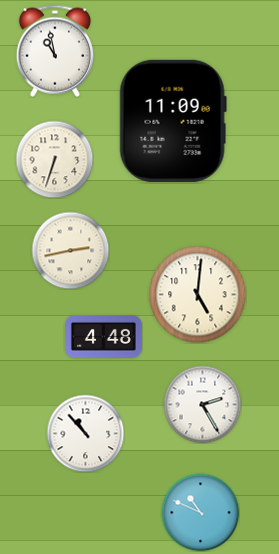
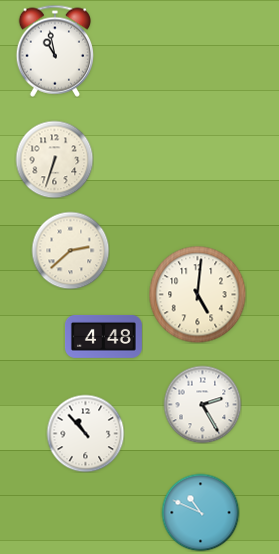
clock at (173, 121): 11:09 -> none
clock at (70, 250): 2:43 -> 2:38
